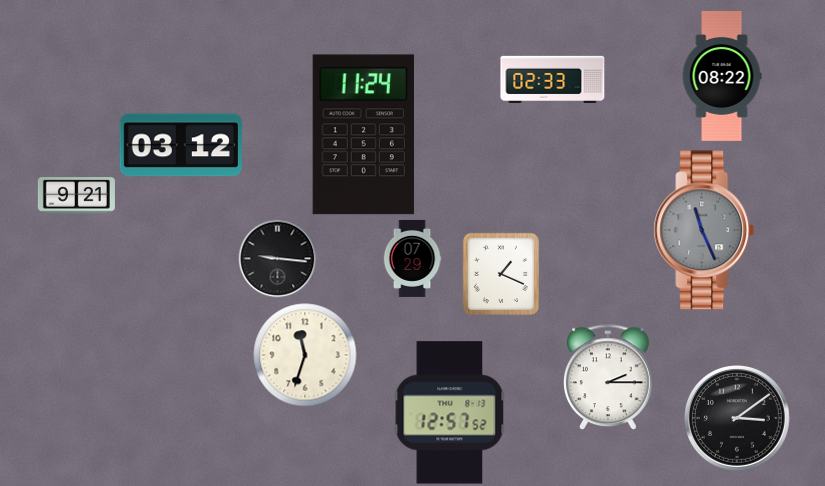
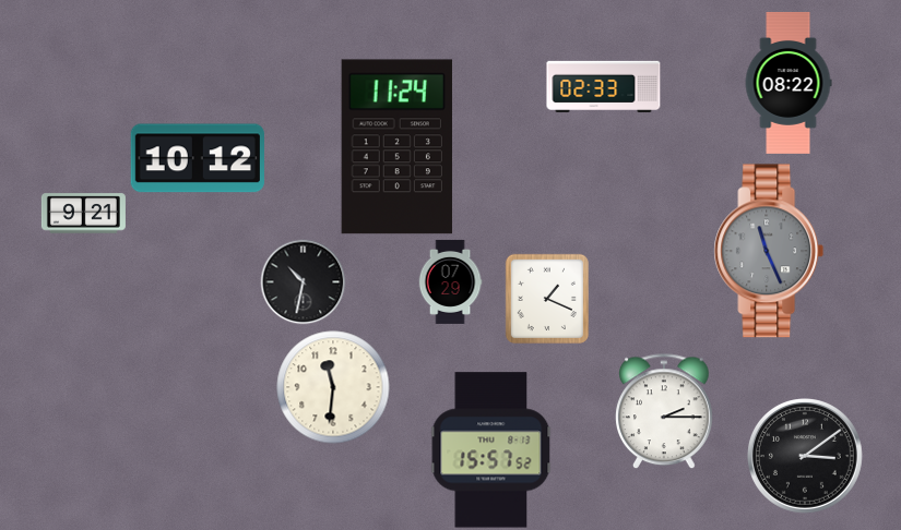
clock at (181, 145): 03:12 -> 10:12
clock at (277, 258): 9:16 -> 10:32
clock at (305, 355): 11:33 -> 11:31
clock at (450, 413): 12:57 -> 15:57
